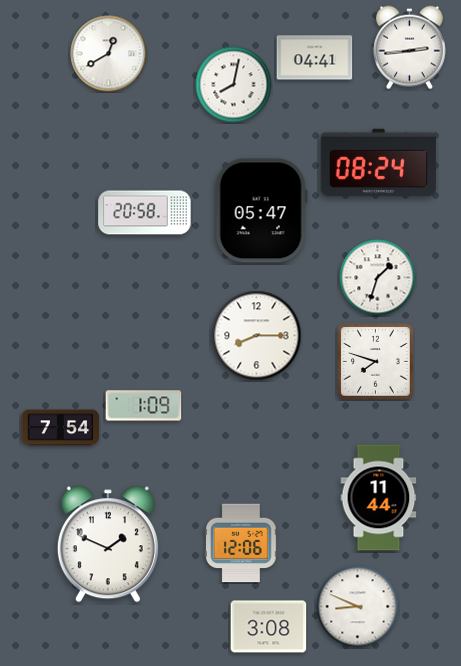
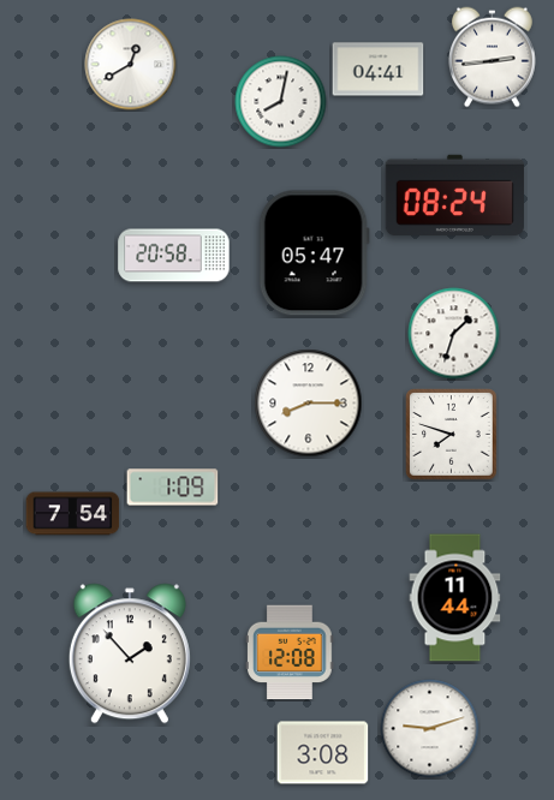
clock at (242, 543): 12:06 -> 12:08
clock at (108, 544): 1:49 -> 1:53
clock at (358, 607): 8:49 -> 9:12
